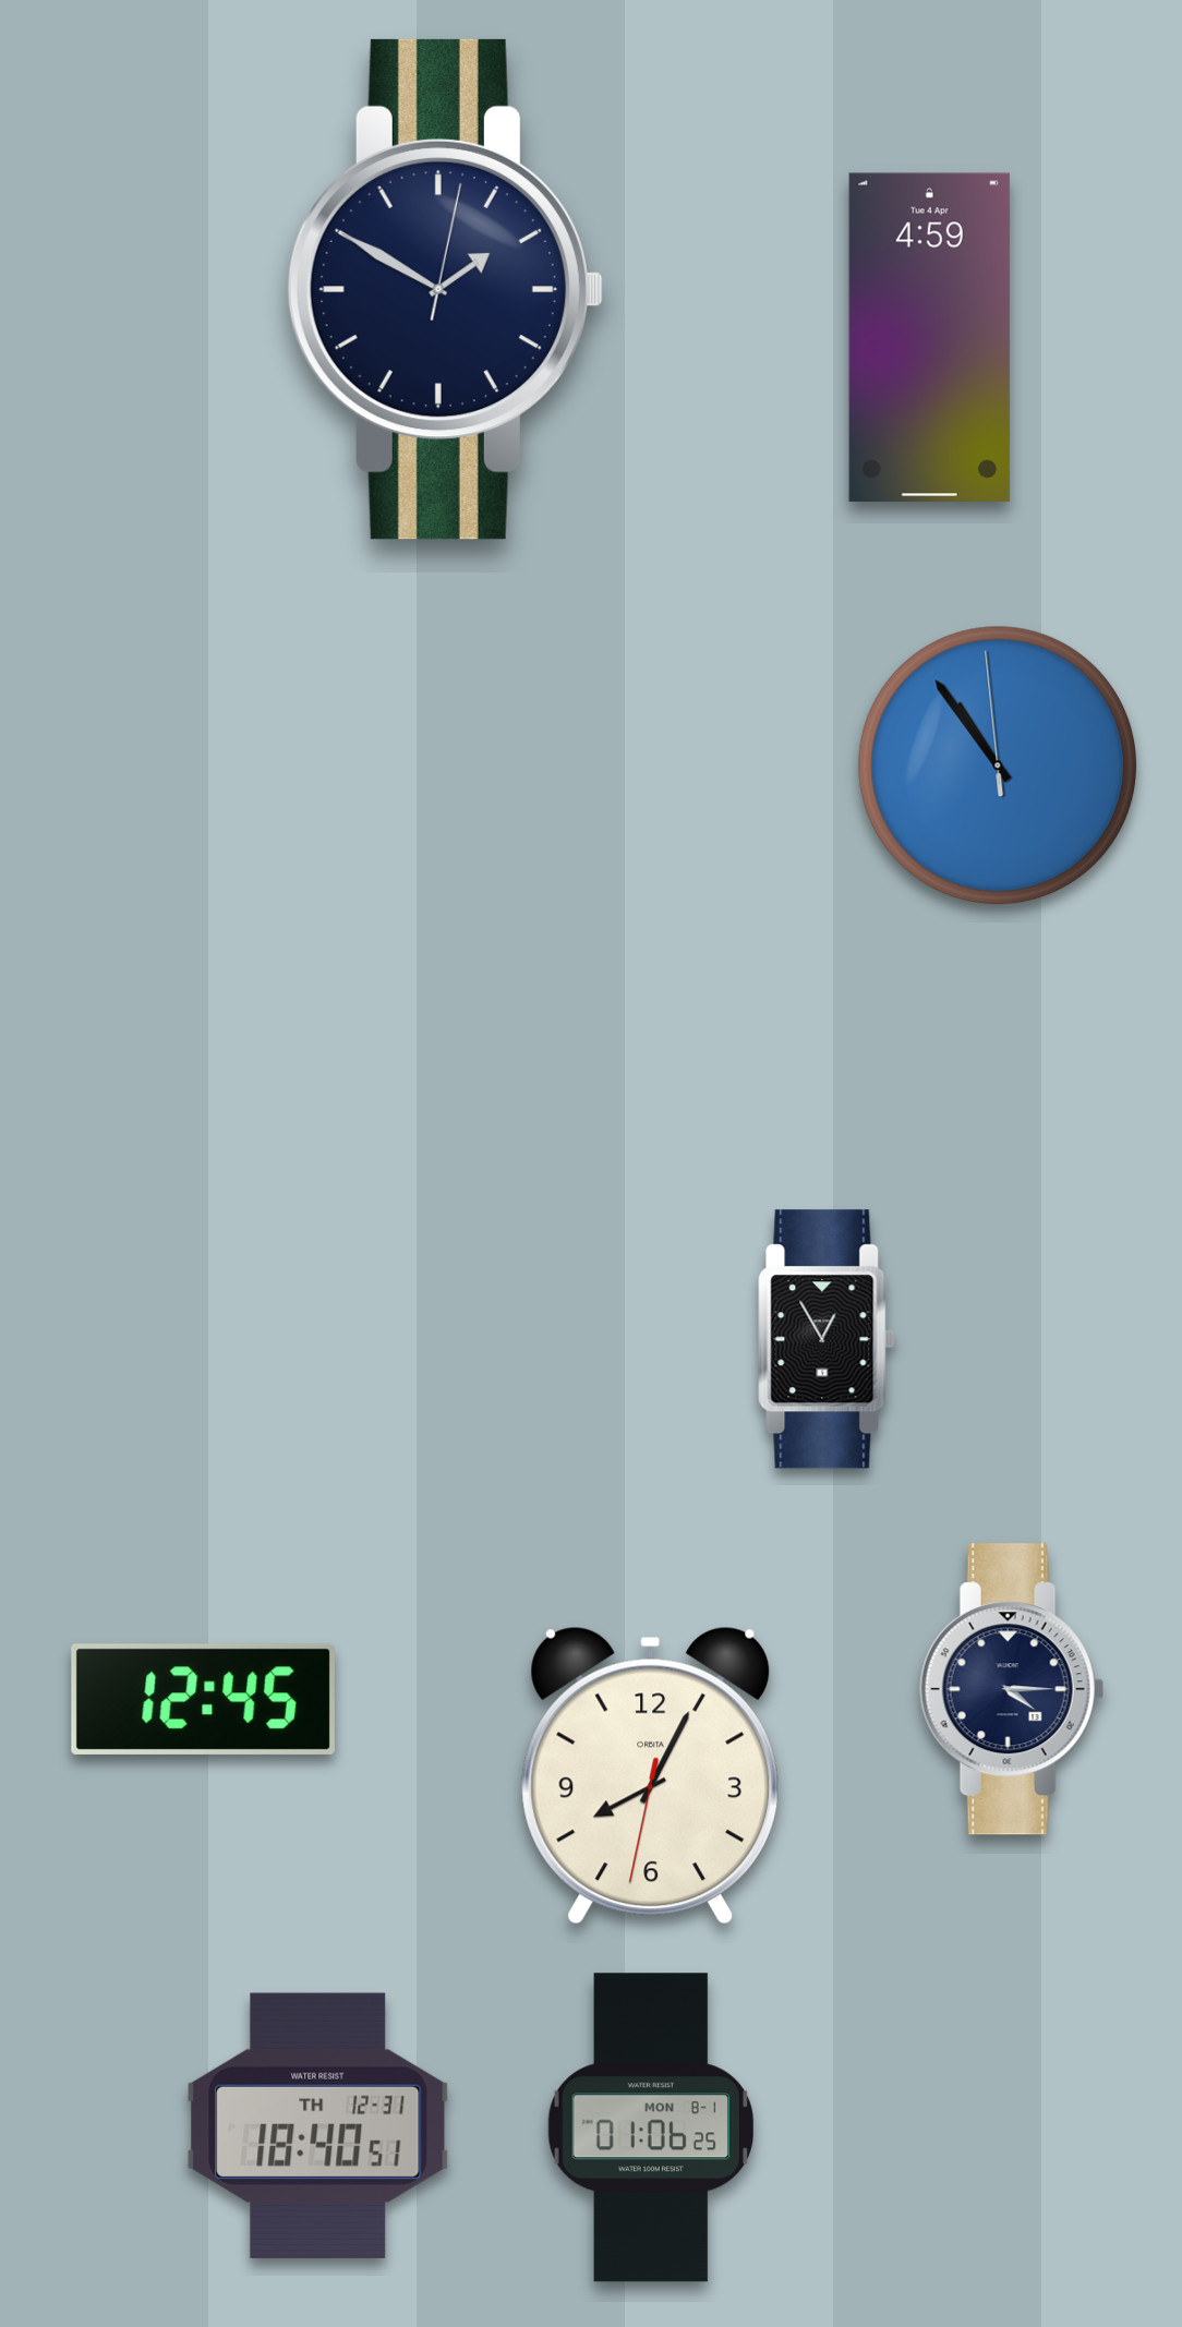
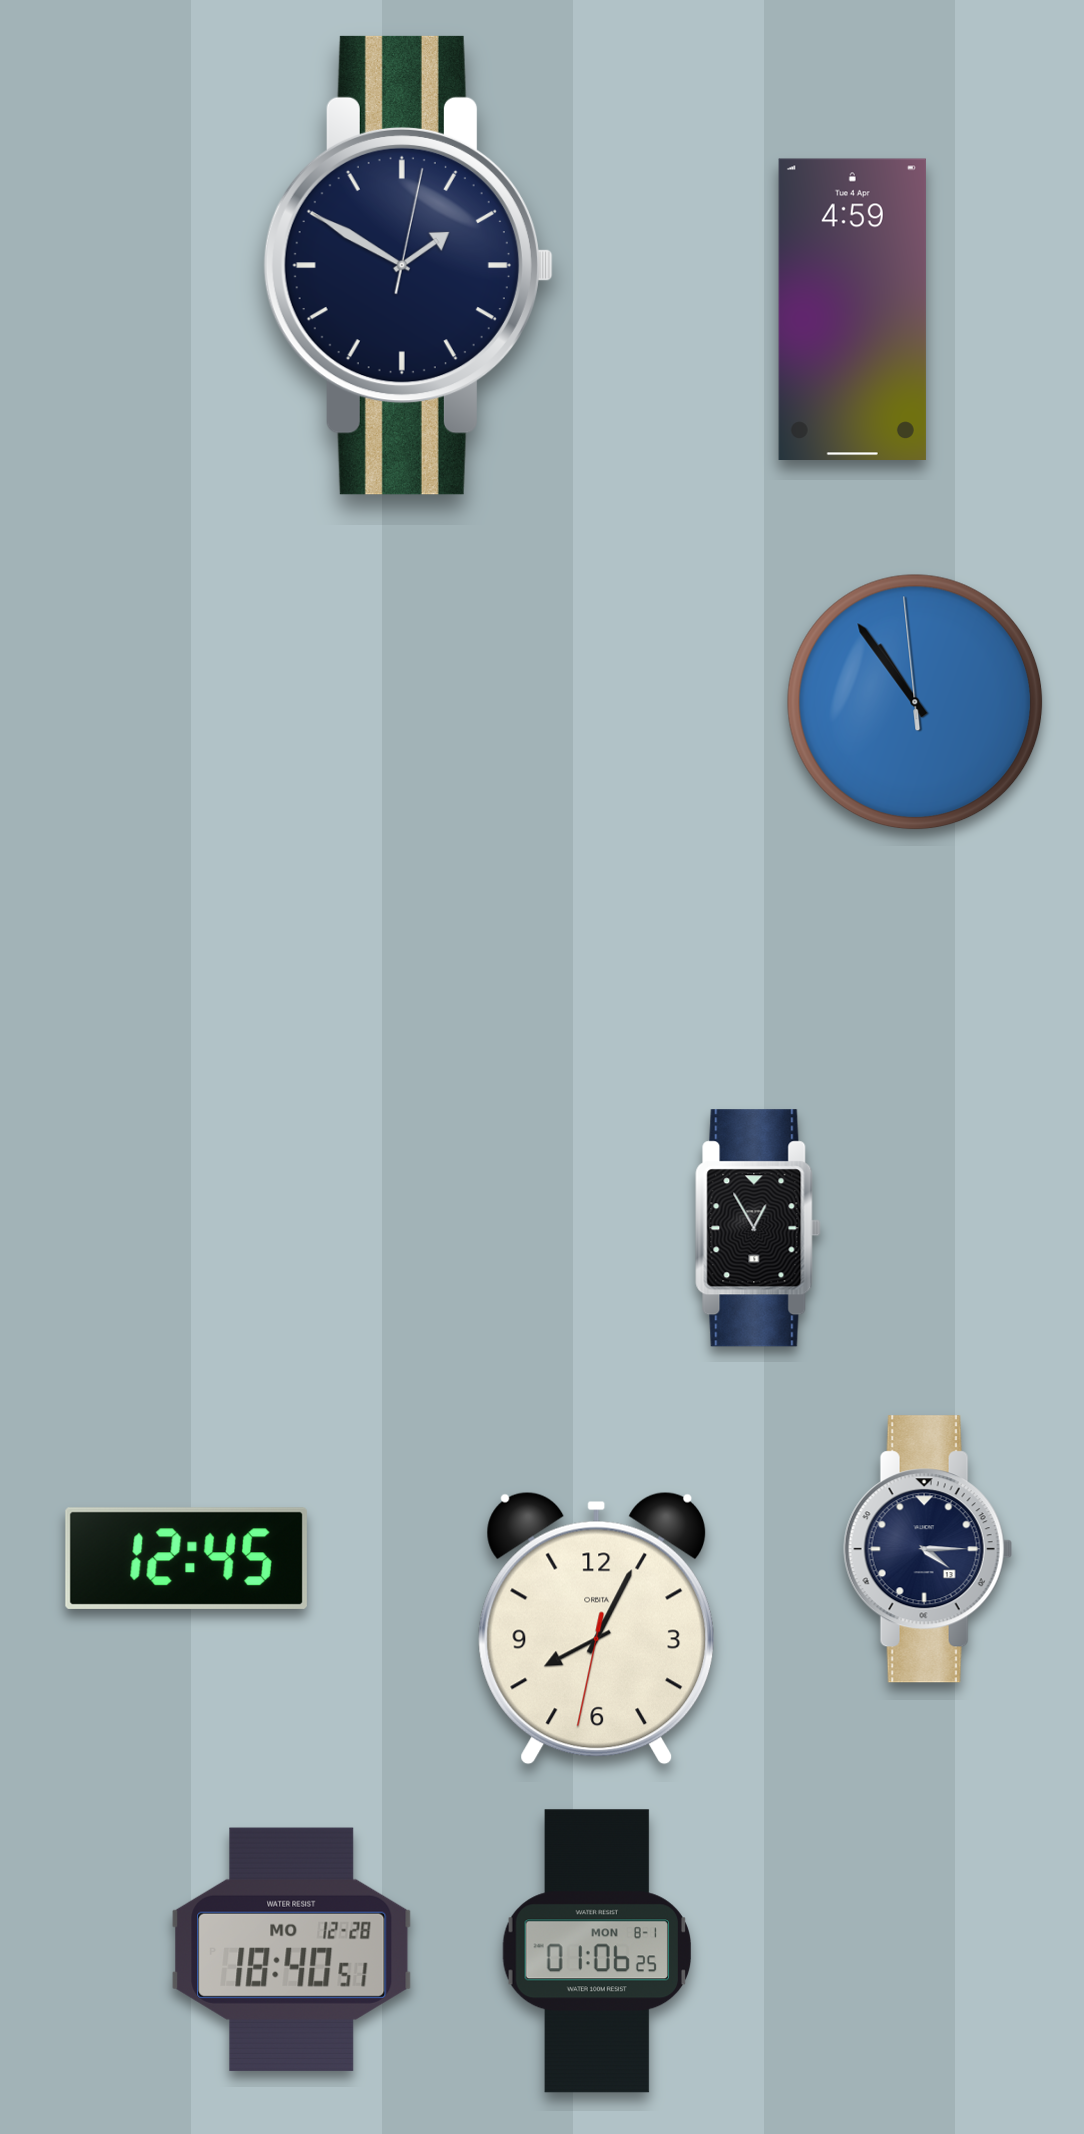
clock at (318, 2125) date: TH 12-31 -> MO 12-28
